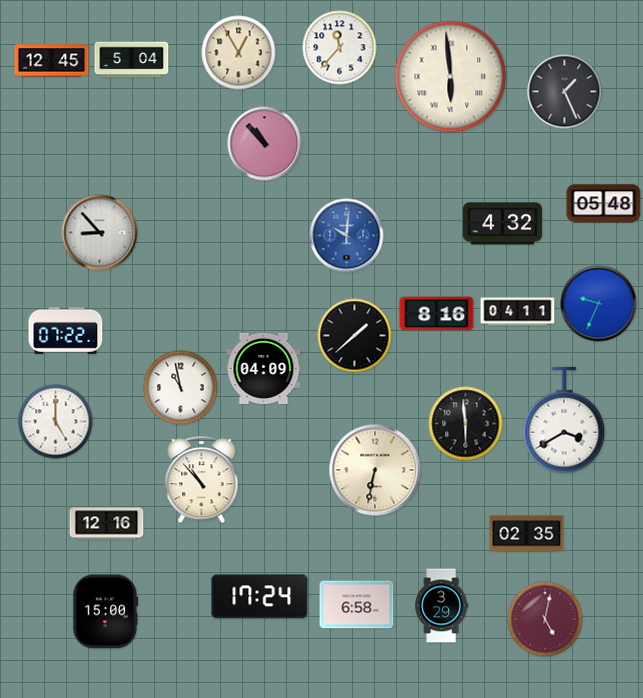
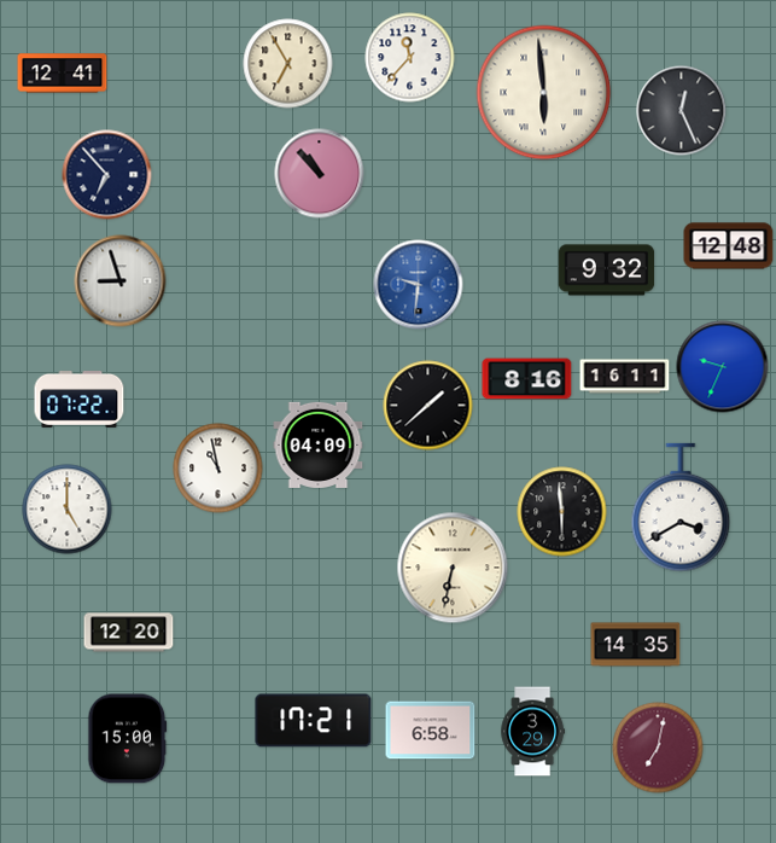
clock at (239, 53): 12:55 -> 6:55
clock at (132, 60): 5:04 -> none
clock at (52, 61): 12:45 -> 12:41
clock at (565, 92): 1:26 -> 12:26
clock at (107, 175): none -> 6:53
clock at (604, 204): 05:48 -> 12:48
clock at (503, 224): 4:32 -> 9:32
clock at (100, 233): 8:53 -> 8:57
clock at (347, 236): 10:01 -> 9:31
clock at (518, 312): 04:11 -> 16:11
clock at (202, 480): 10:53 -> none
clock at (107, 524): 12:16 -> 12:20
clock at (527, 534): 02:35 -> 14:35
clock at (260, 597): 17:24 -> 17:21
clock at (545, 619): 5:02 -> 7:02
